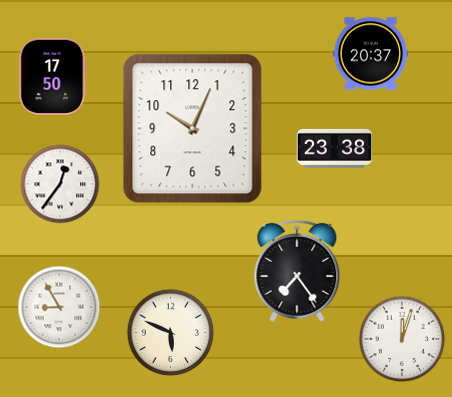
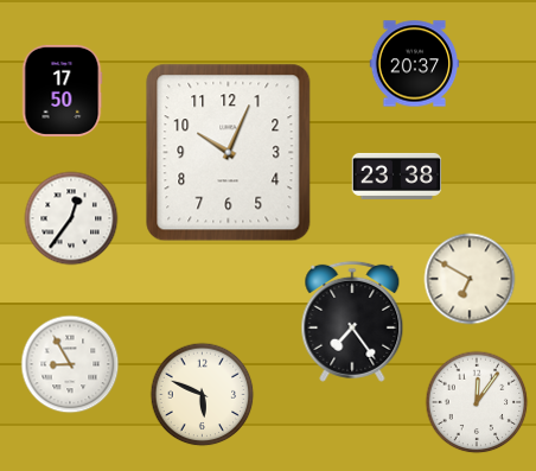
clock at (371, 54) position: (371, 54) -> (415, 64)
clock at (470, 279): none -> 6:50
clock at (402, 339): 12:03 -> 12:06
